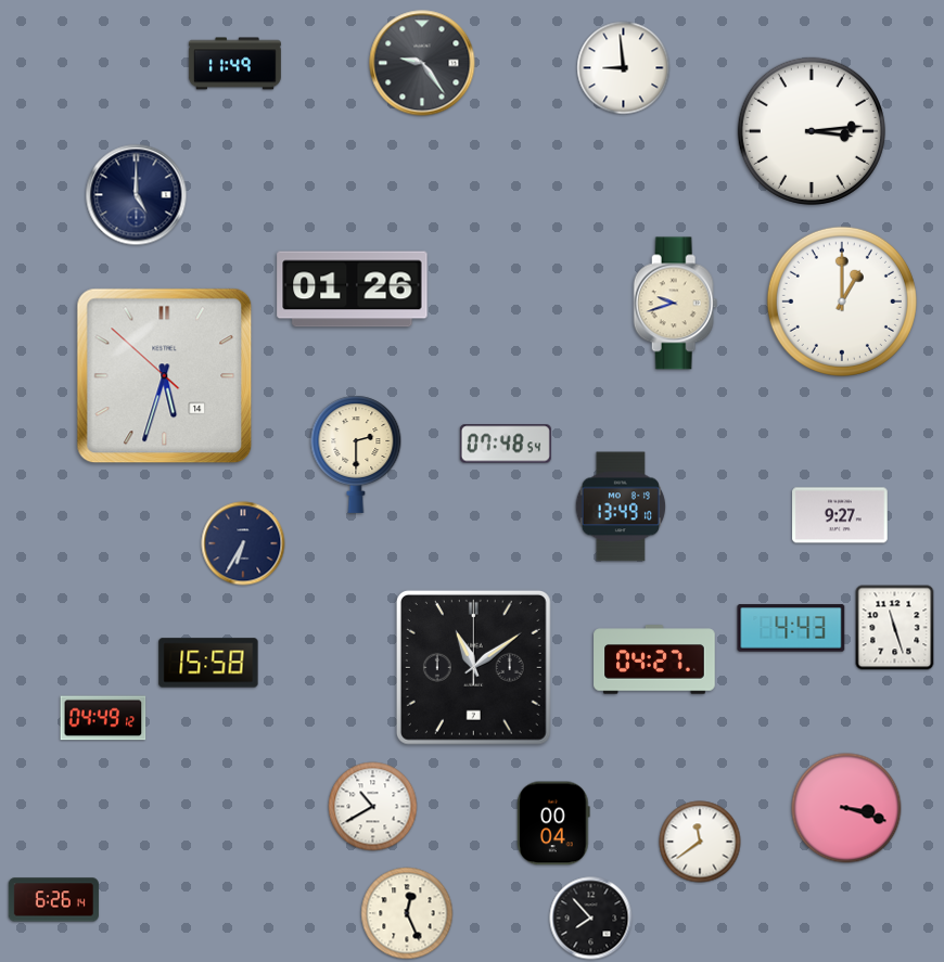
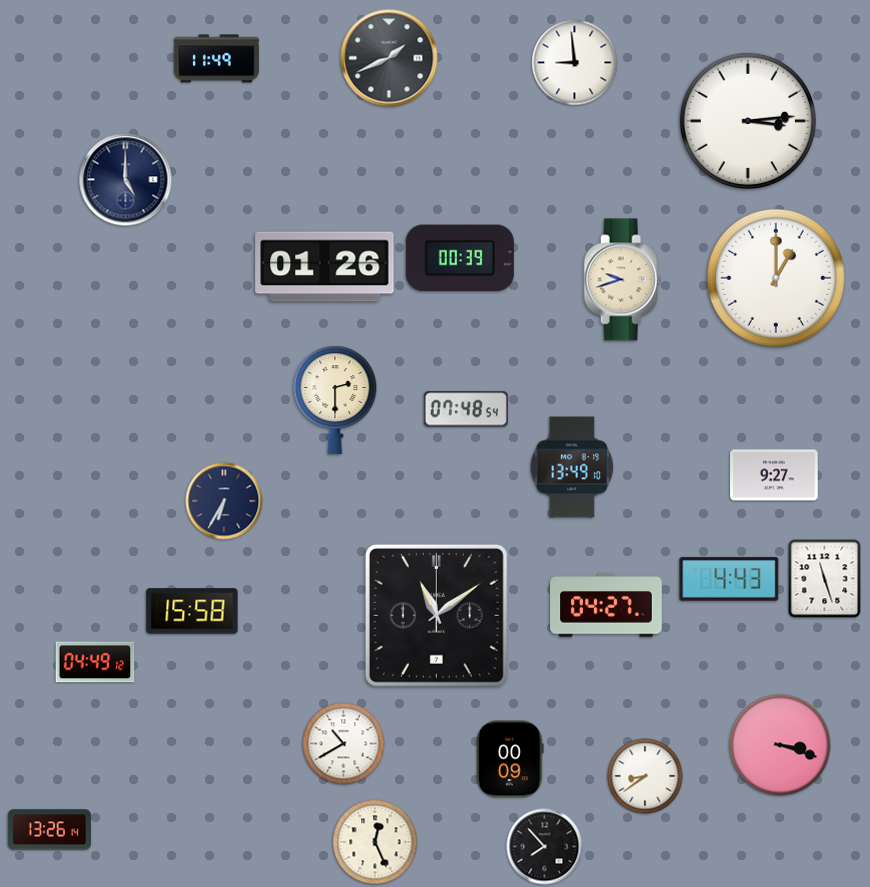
clock at (422, 63): 9:24 -> 1:41
clock at (460, 258): none -> 00:39
clock at (165, 376): 5:32 -> none
clock at (356, 454) position: (356, 454) -> (335, 400)
clock at (654, 659) position: (654, 659) -> (606, 605)
clock at (553, 823): 00:04 -> 00:09
clock at (700, 842): 11:39 -> 8:39
clock at (53, 900): 6:26 -> 13:26
